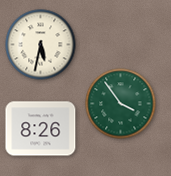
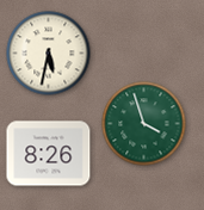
clock at (121, 104): 3:54 -> 3:57
